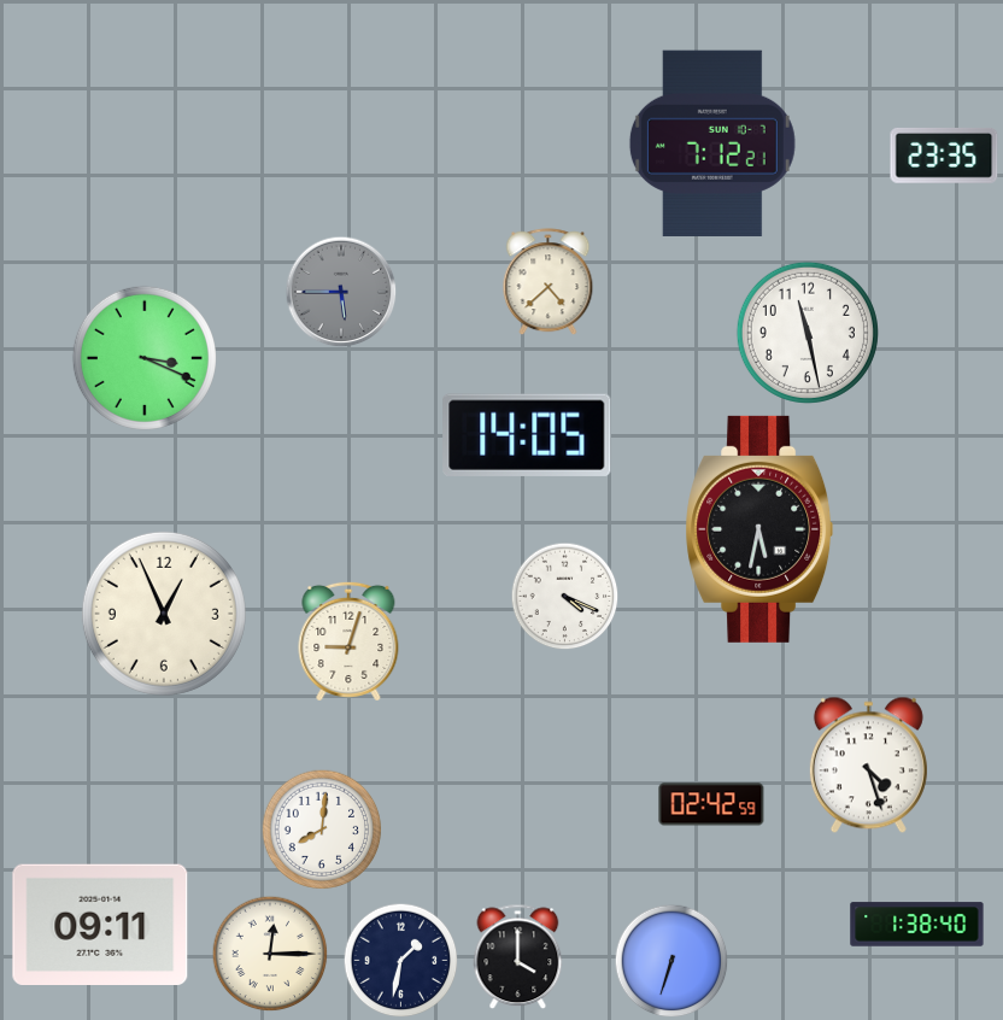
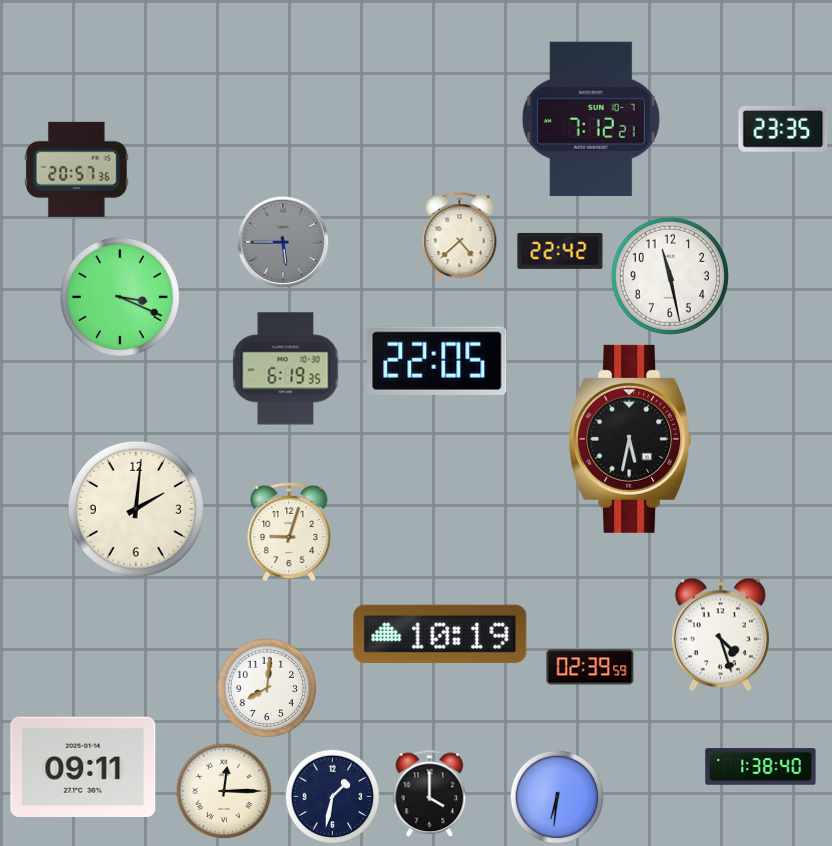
clock at (77, 169): none -> 20:57
clock at (549, 282) position: (549, 282) -> (460, 237)
clock at (560, 251): none -> 22:42
clock at (527, 435): 14:05 -> 22:05
clock at (286, 369): none -> 6:19
clock at (565, 597): 4:19 -> none
clock at (164, 614): 12:56 -> 2:01
clock at (440, 634): none -> 10:19
clock at (711, 804): 02:42 -> 02:39
clock at (671, 961): 6:33 -> 6:31
